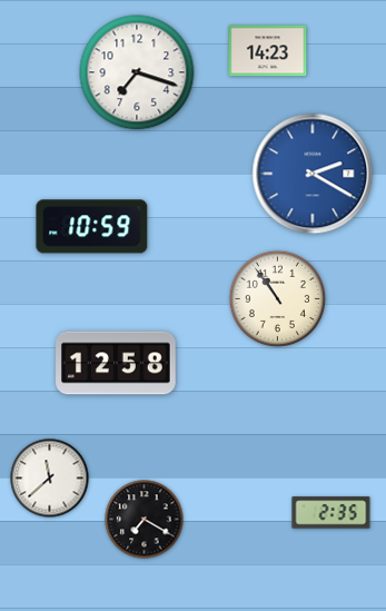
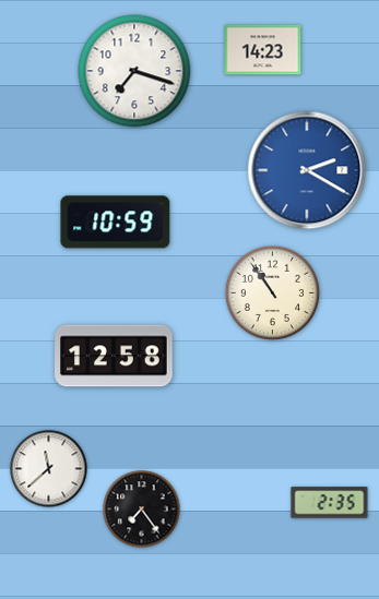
clock at (92, 227) position: (92, 227) -> (116, 223)
clock at (331, 513) position: (331, 513) -> (330, 503)
clock at (145, 520): 7:20 -> 7:24
